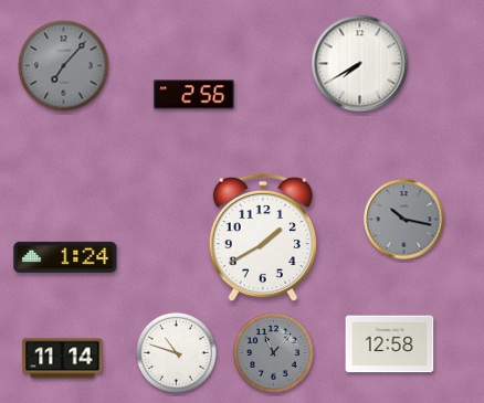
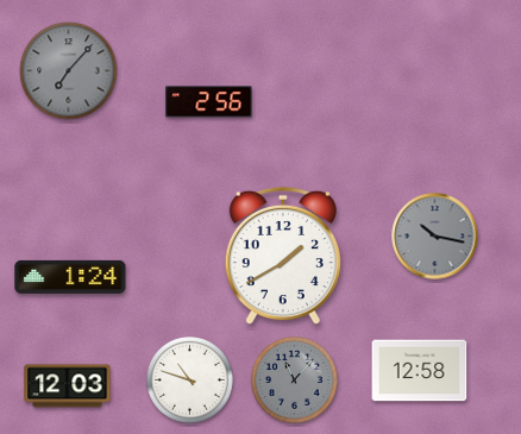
clock at (360, 64): 7:40 -> none
clock at (63, 359): 11:14 -> 12:03
